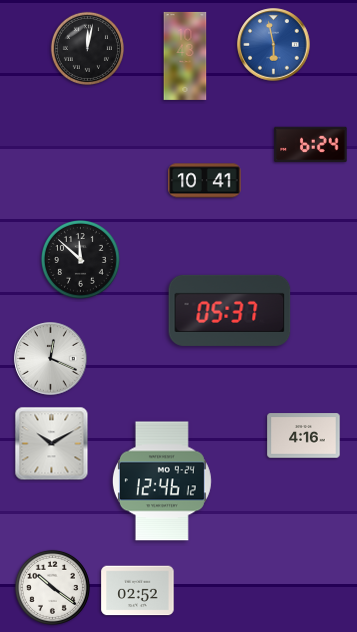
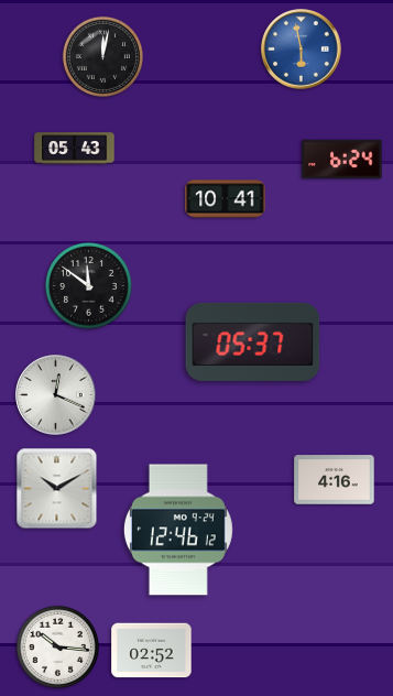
clock at (87, 48) position: (87, 48) -> (102, 56)
clock at (185, 56): 10:43 -> none
clock at (75, 149): none -> 05:43
clock at (81, 260): 11:52 -> 11:51
clock at (52, 587): 10:21 -> 10:16
